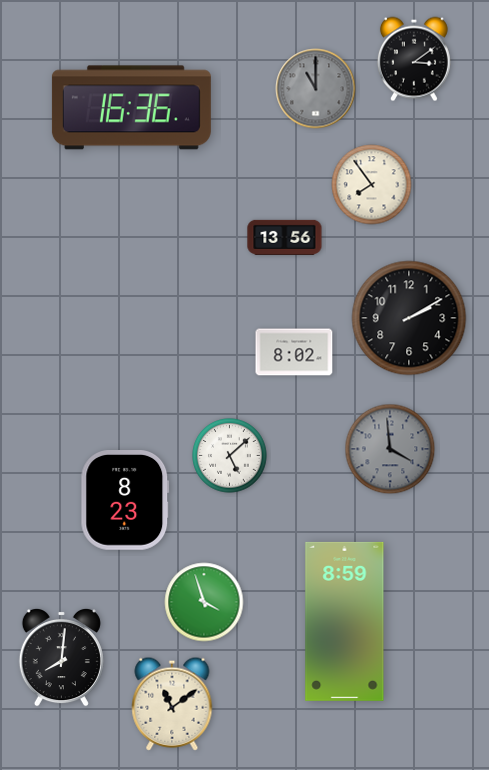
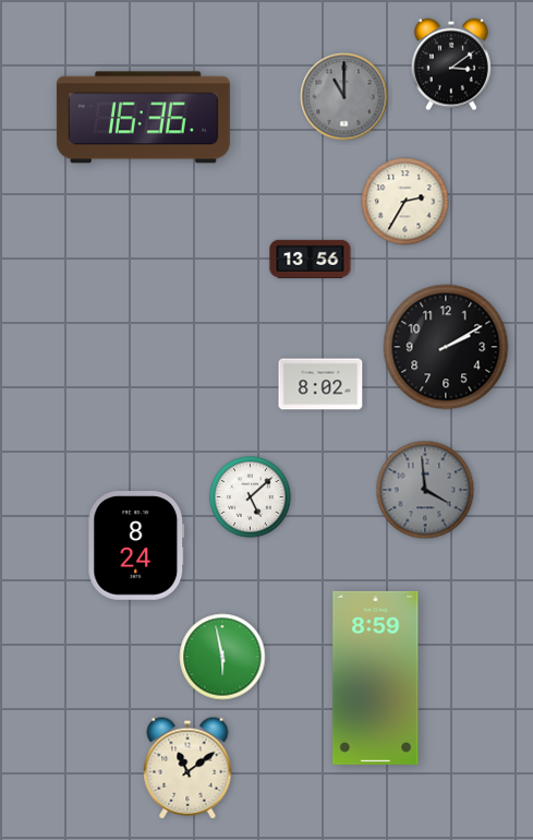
clock at (372, 185): 7:54 -> 2:35
clock at (125, 501): 8:23 -> 8:24
clock at (204, 602): 3:57 -> 5:58
clock at (61, 657): 8:01 -> none
